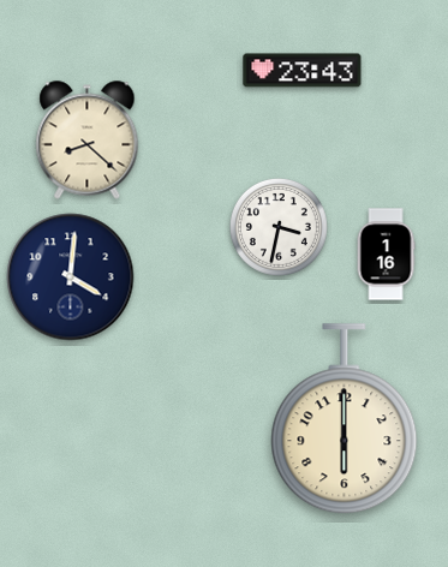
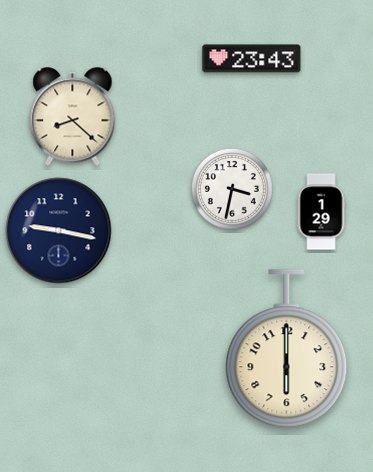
clock at (386, 255): 1:16 -> 1:29
clock at (71, 277): 4:01 -> 9:17
